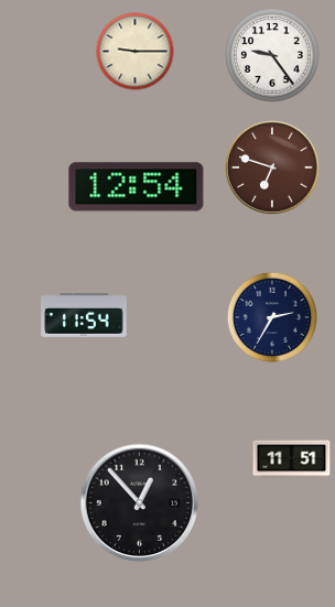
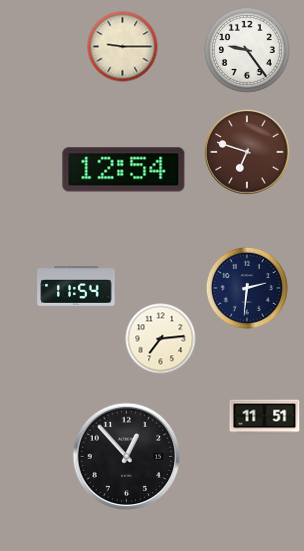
clock at (272, 317): 2:35 -> 2:31
clock at (161, 339): none -> 7:14
